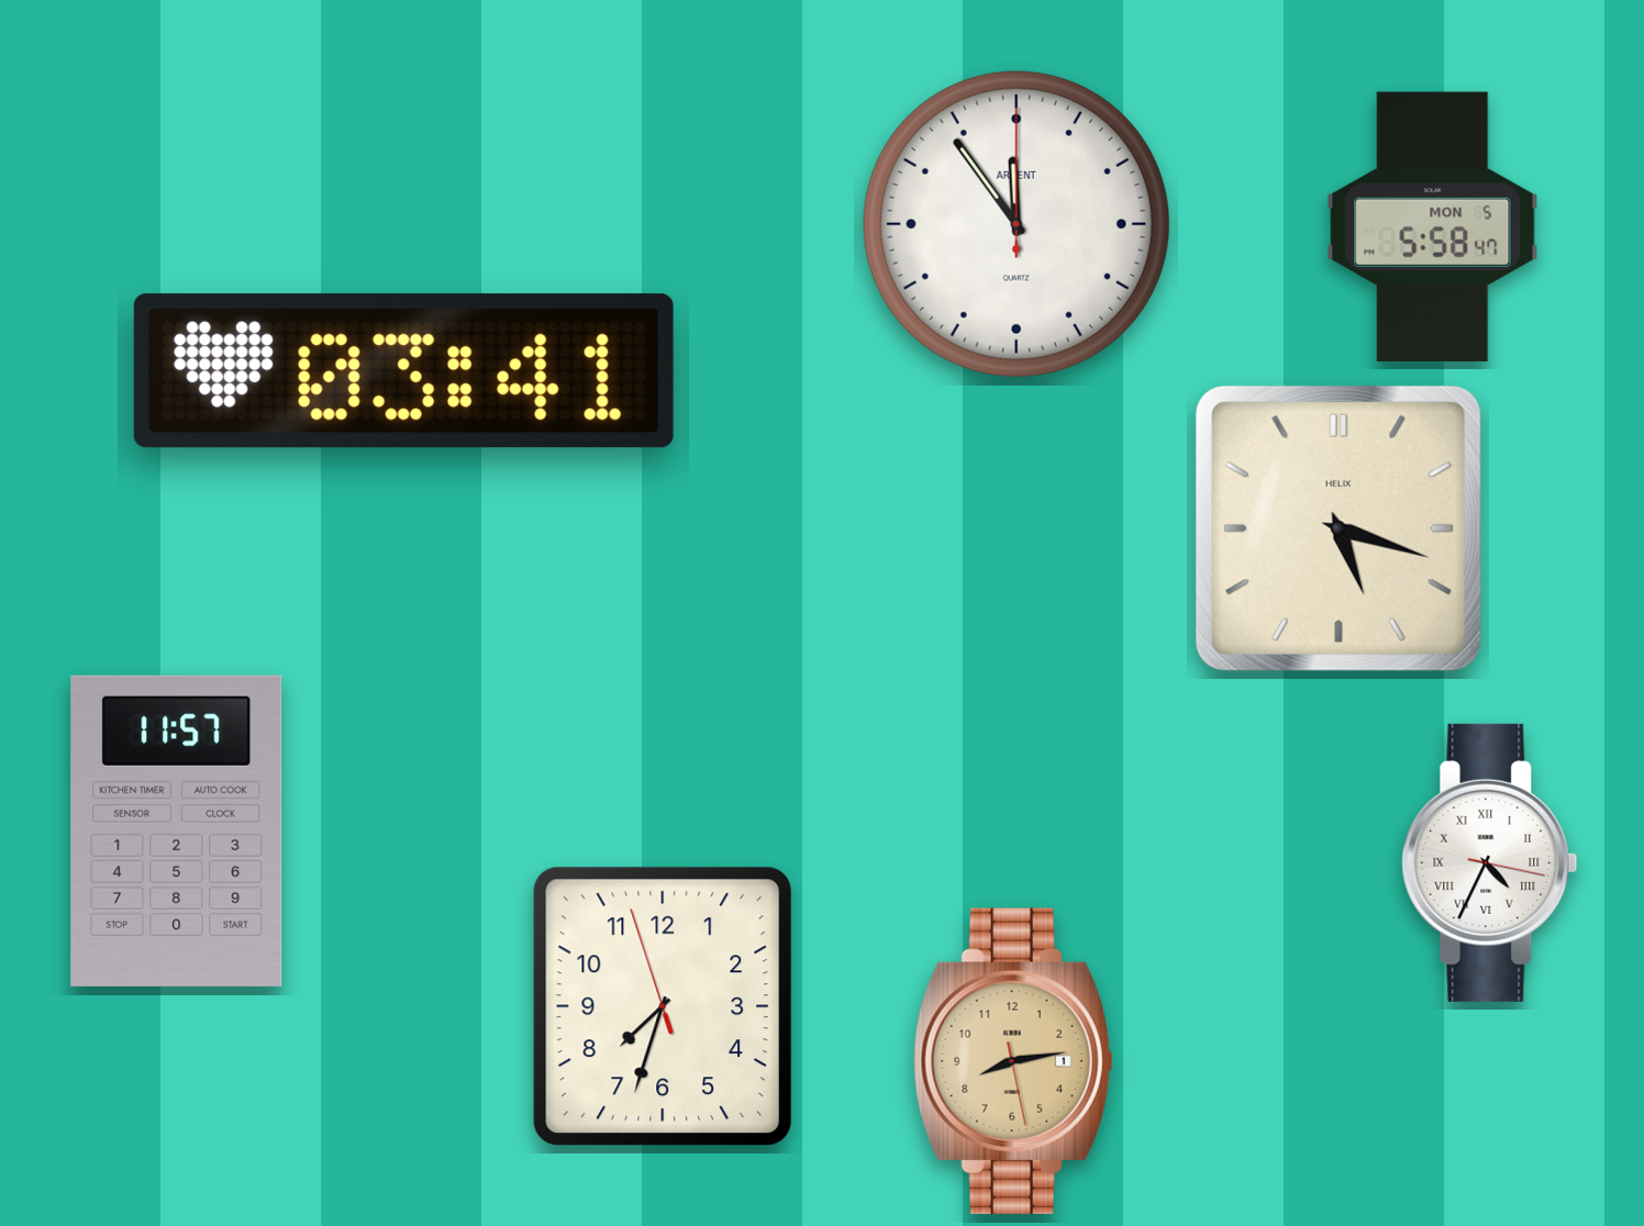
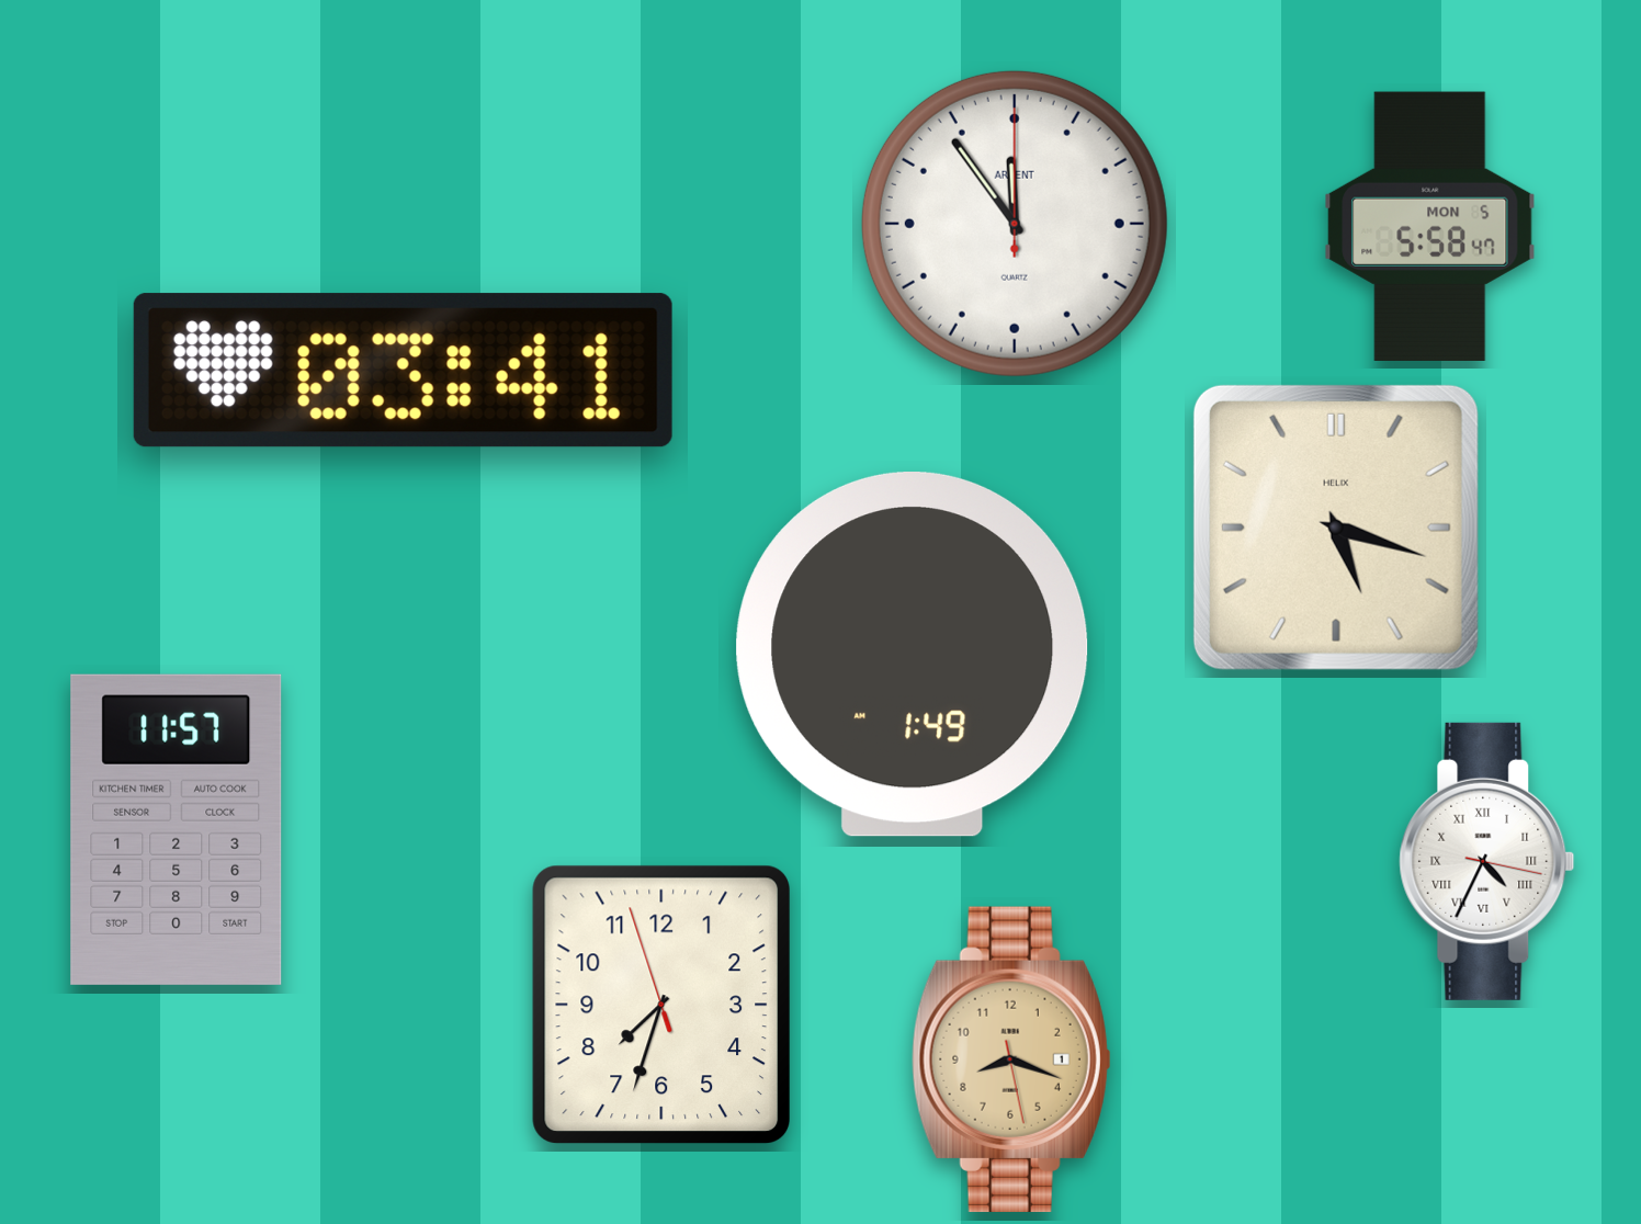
clock at (913, 655): none -> 1:49
clock at (1013, 1061): 8:13 -> 8:18
